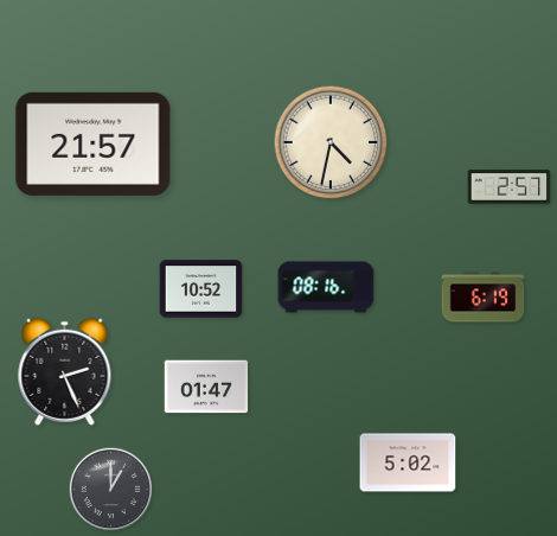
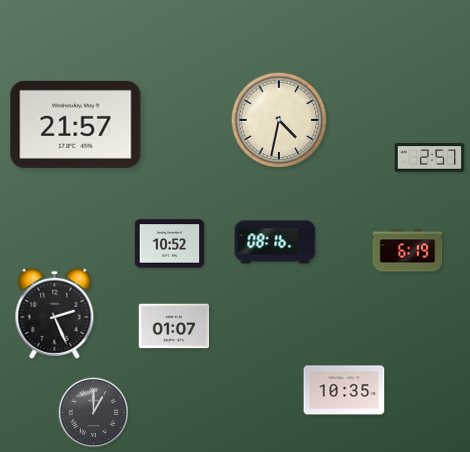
clock at (94, 143) position: (94, 143) -> (76, 124)
clock at (206, 387): 01:47 -> 01:07
clock at (408, 462): 5:02 -> 10:35
